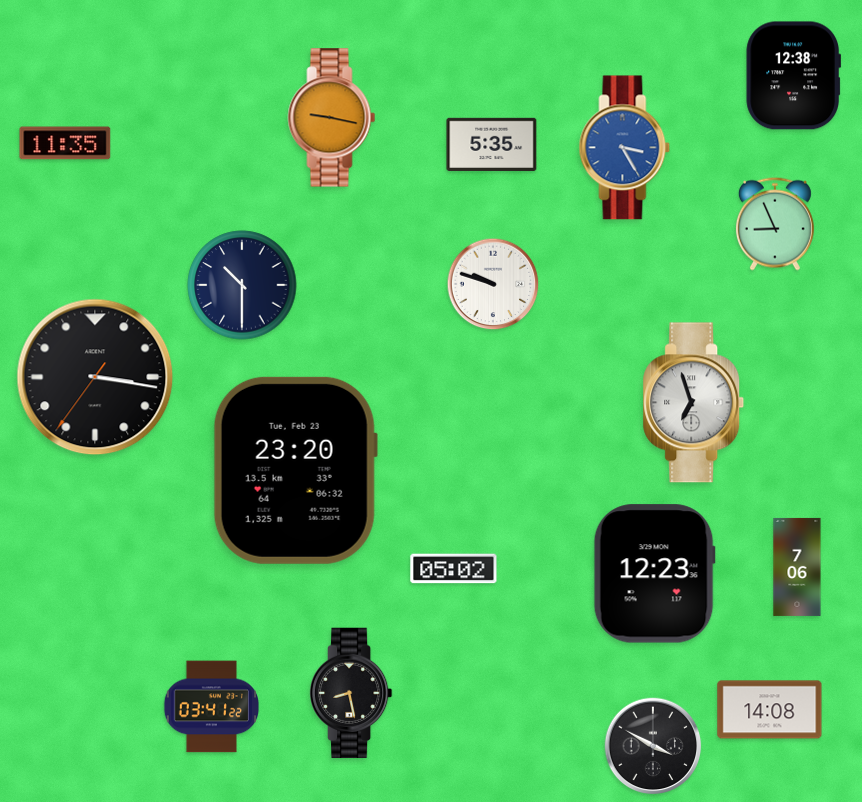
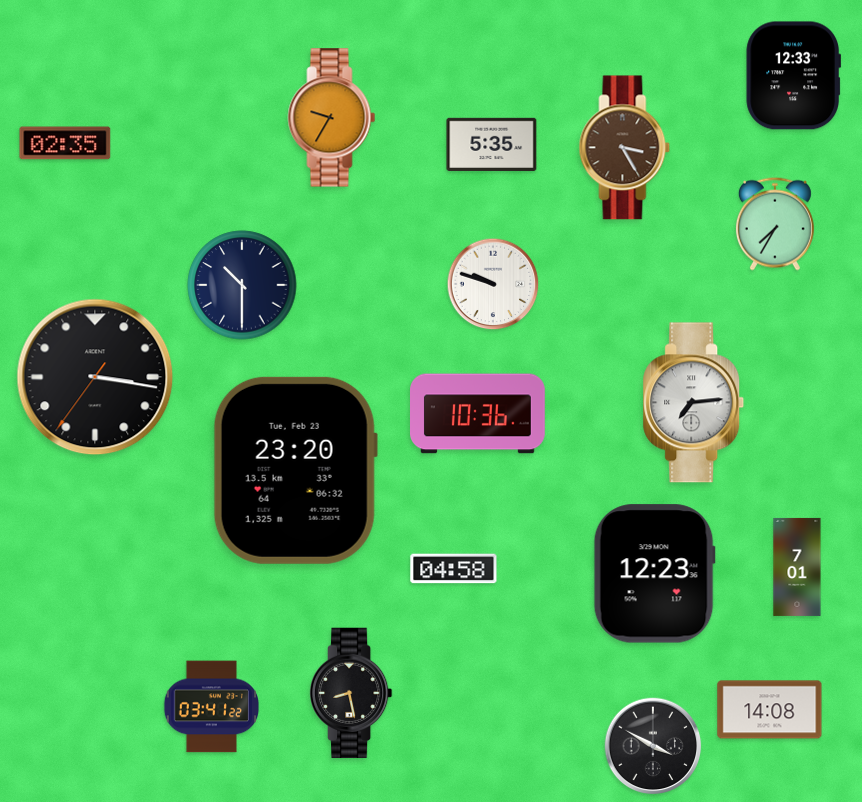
clock at (793, 76): 12:38 -> 12:33
clock at (332, 118): 9:17 -> 9:35
clock at (65, 143): 11:35 -> 02:35
clock at (625, 148) dial: blue -> brown
clock at (775, 224): 8:56 -> 7:35
clock at (694, 403): 6:57 -> 7:14
clock at (478, 414): none -> 10:36
clock at (797, 567): 7:06 -> 7:01
clock at (454, 569): 05:02 -> 04:58
